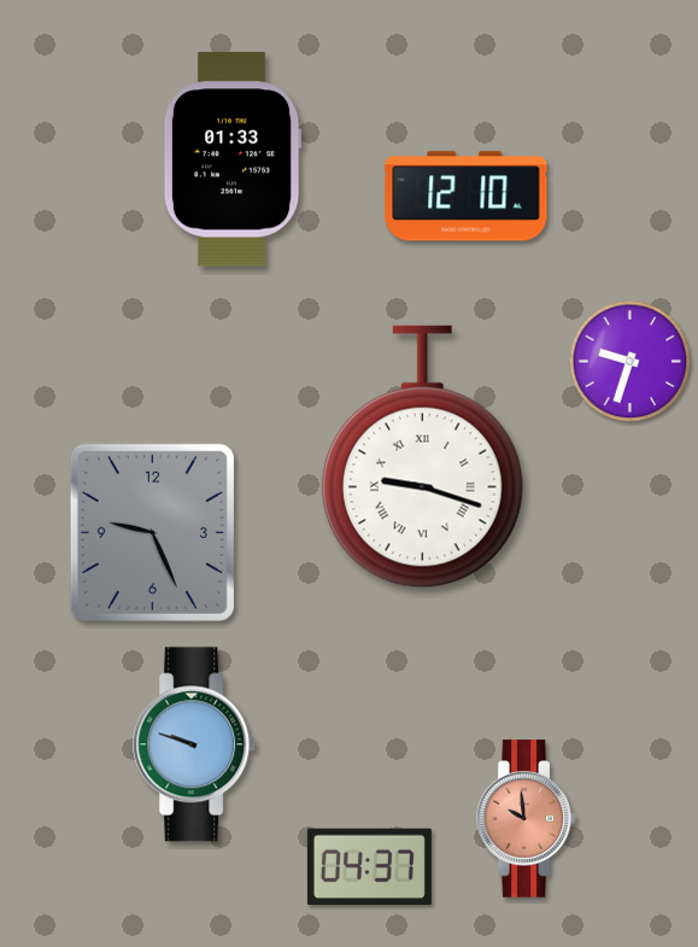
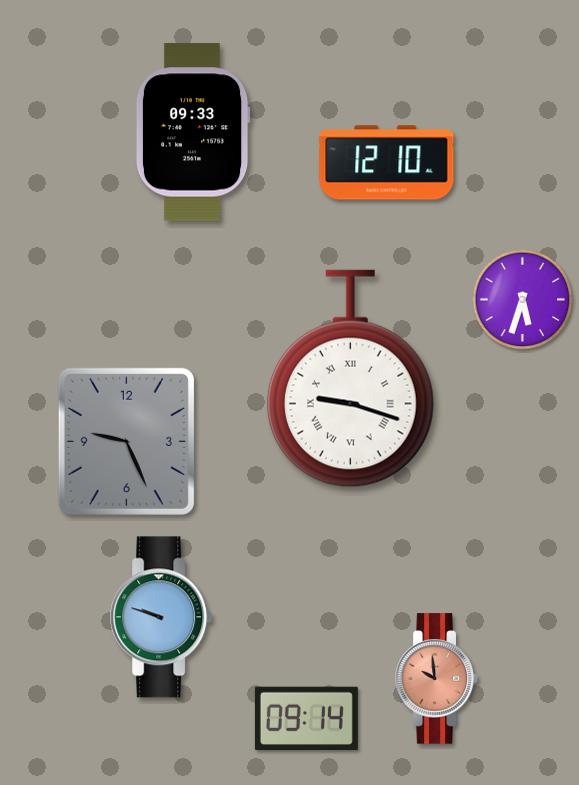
clock at (233, 159): 01:33 -> 09:33
clock at (630, 362): 9:33 -> 5:33
clock at (369, 867): 04:37 -> 09:14
